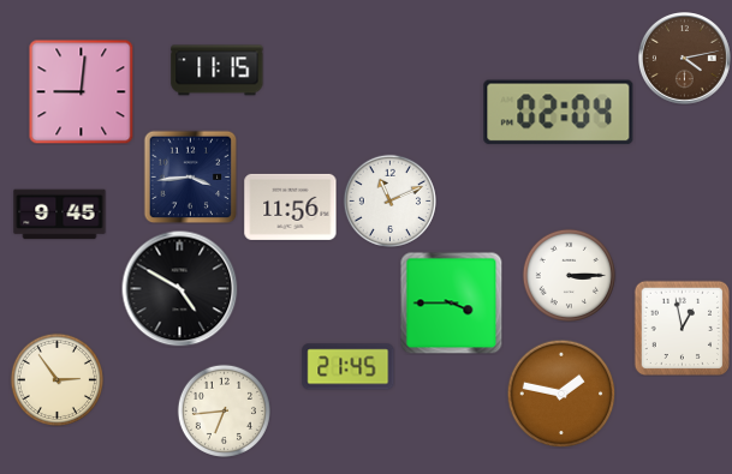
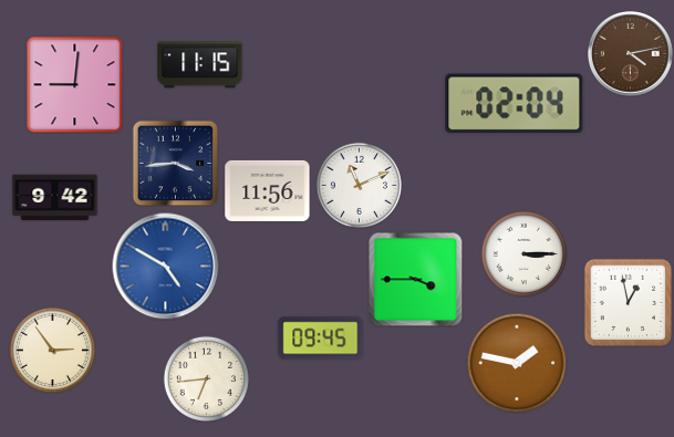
clock at (60, 215): 9:45 -> 9:42
clock at (180, 289) dial: black -> blue
clock at (349, 367): 21:45 -> 09:45
